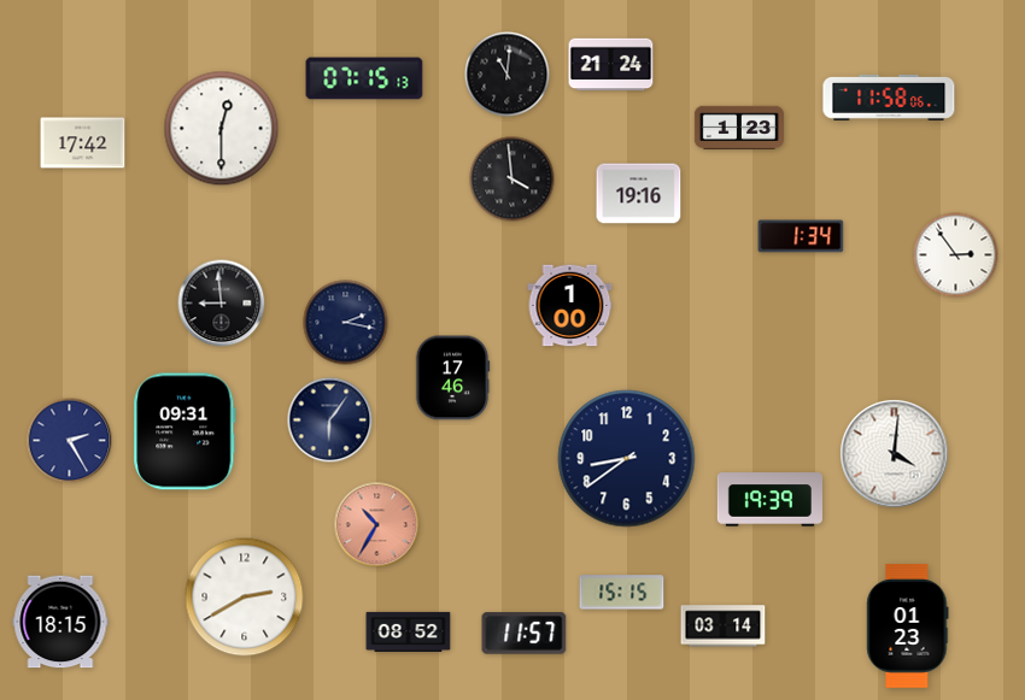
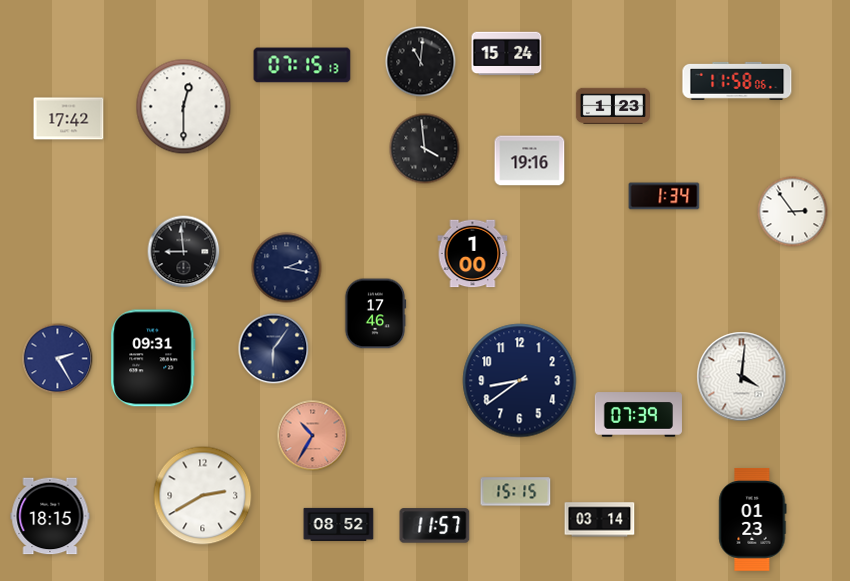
clock at (611, 65): 21:24 -> 15:24
clock at (70, 441) position: (70, 441) -> (58, 359)
clock at (769, 500): 19:39 -> 07:39
